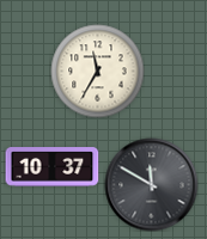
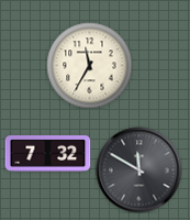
clock at (51, 167): 10:37 -> 7:32
